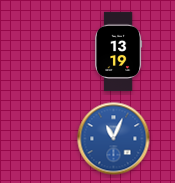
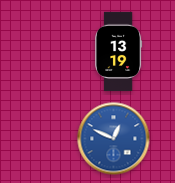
clock at (114, 139): 11:04 -> 12:49
